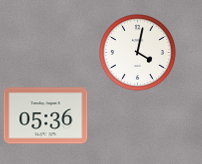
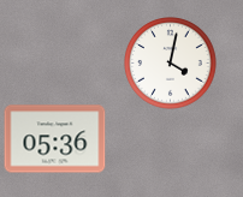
clock at (138, 53) position: (138, 53) -> (171, 64)
